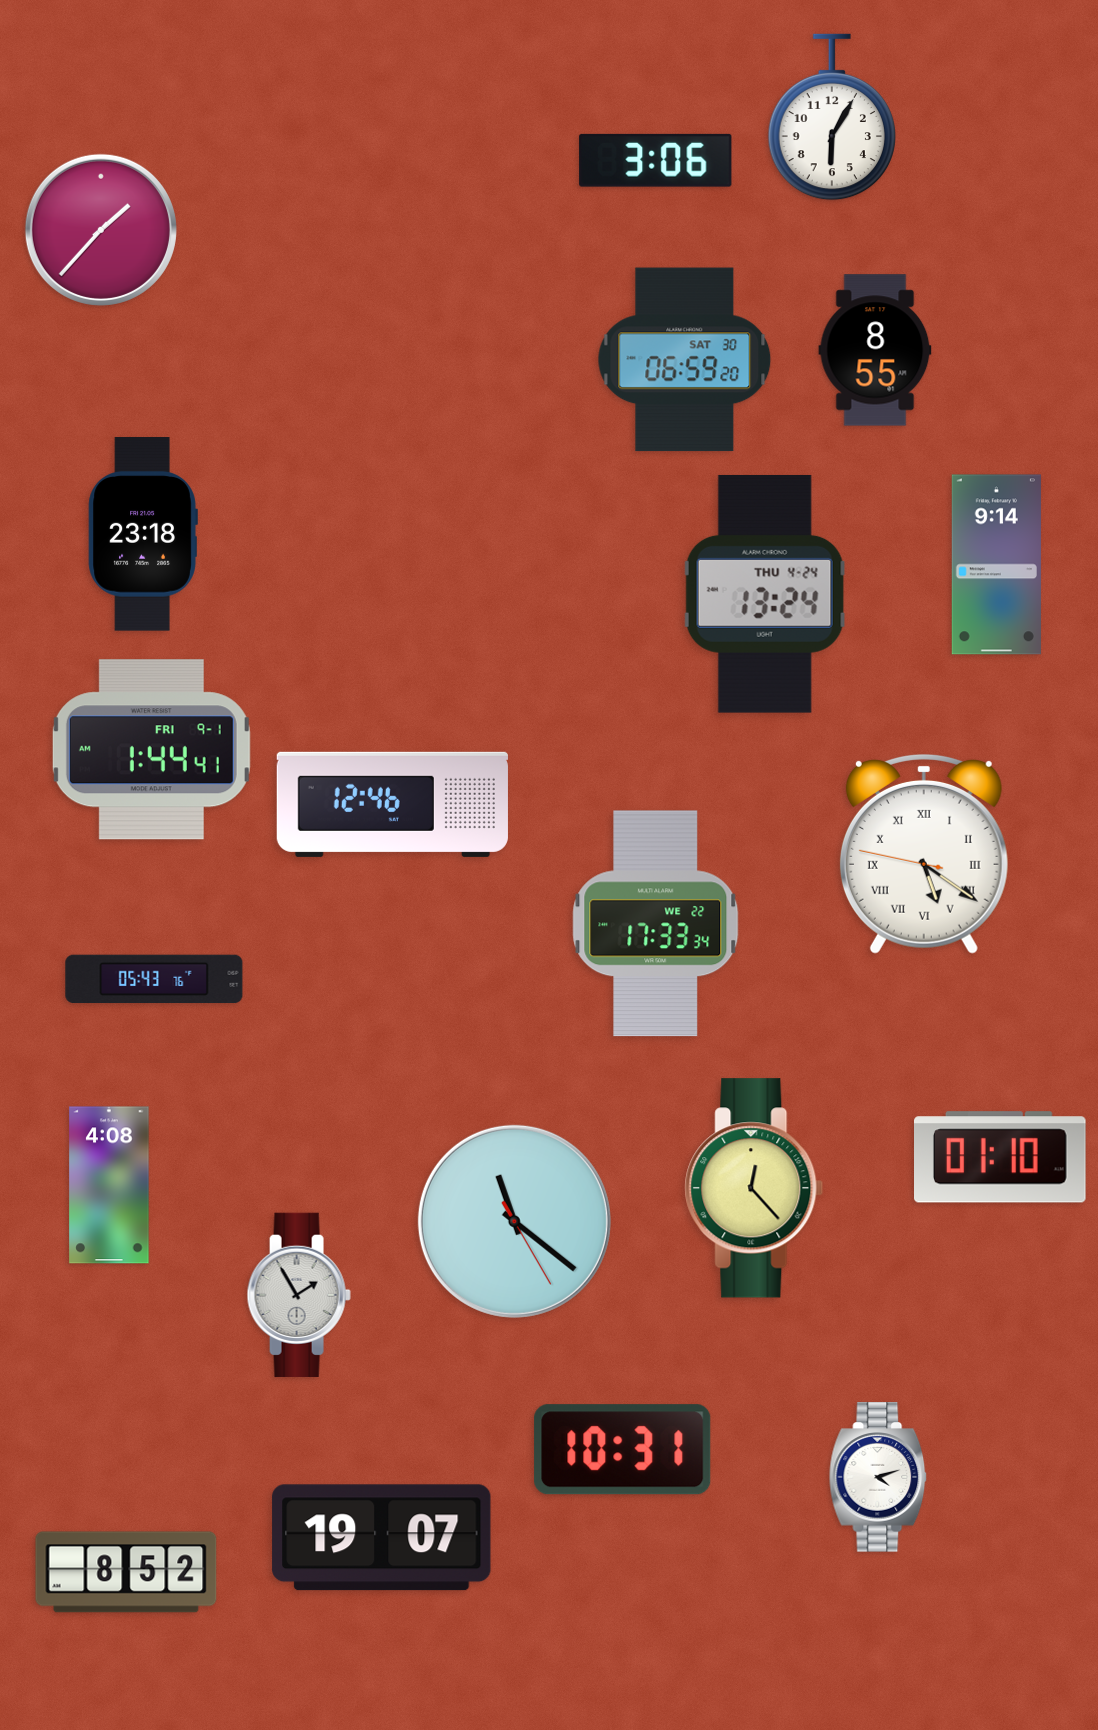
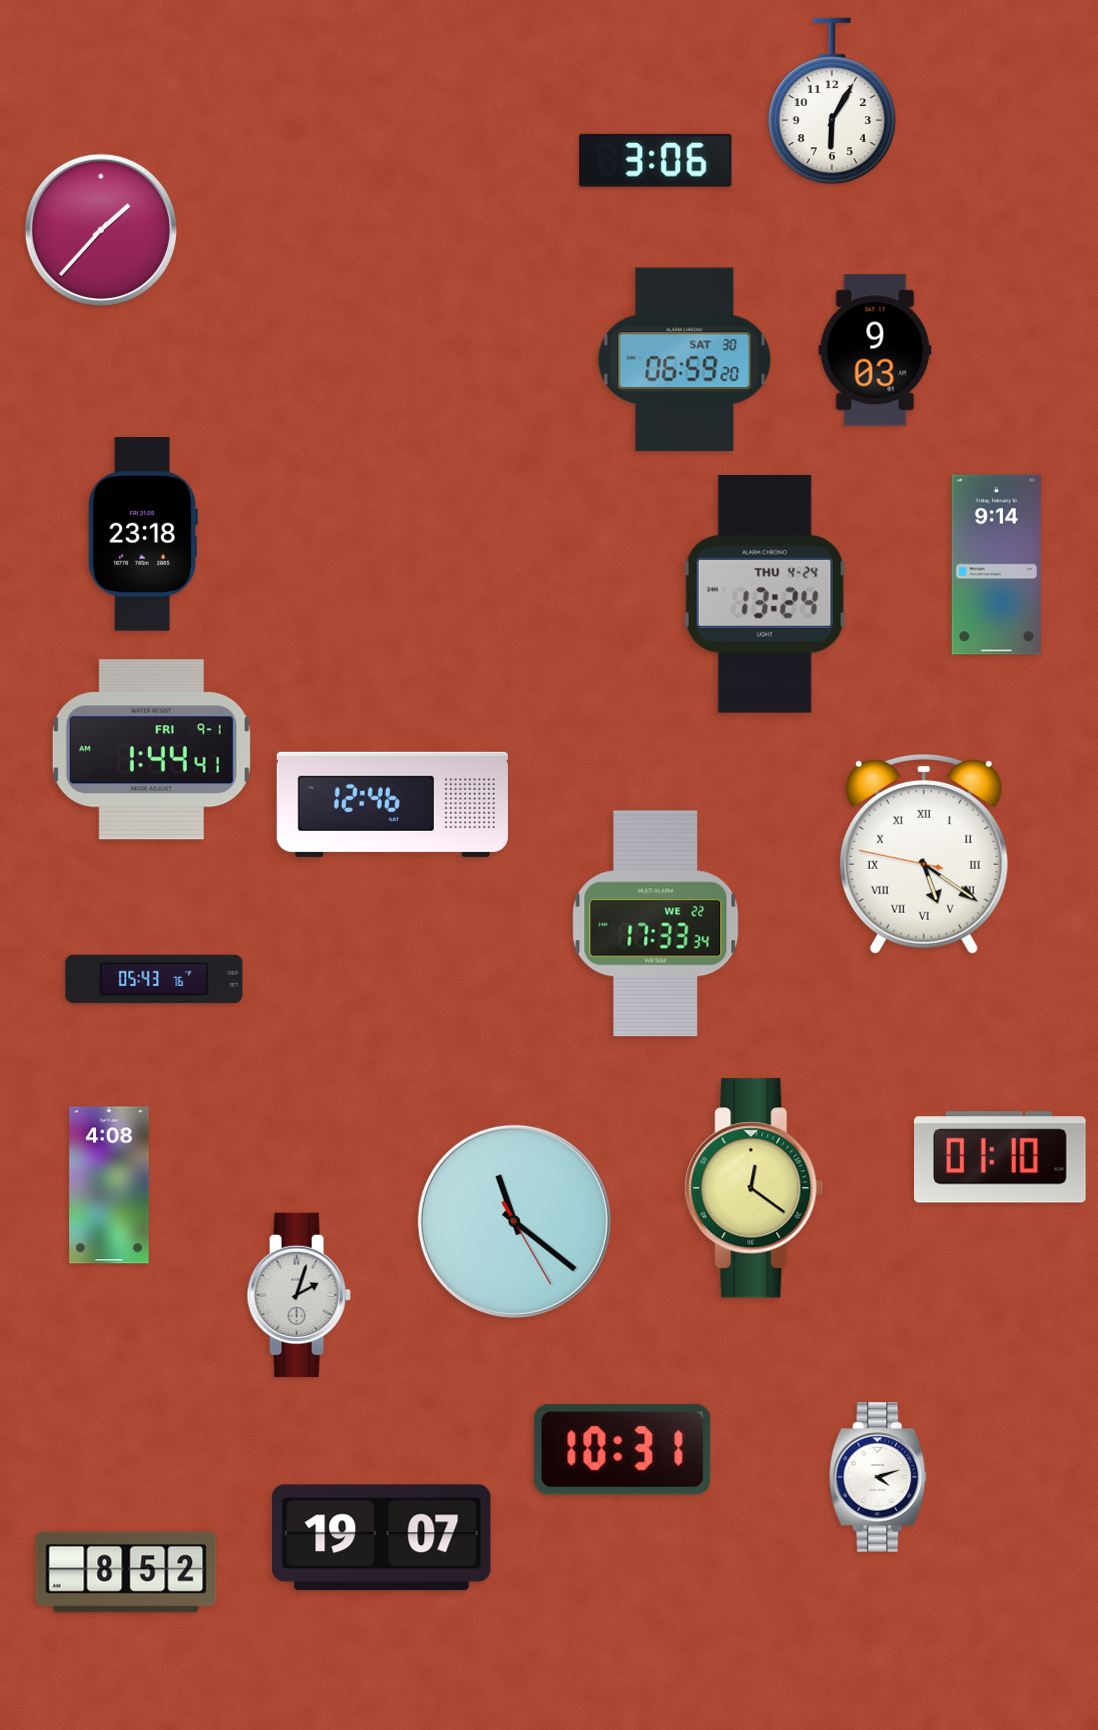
clock at (832, 117) position: (832, 117) -> (832, 101)
clock at (875, 350): 8:55 -> 9:03
clock at (754, 1188): 12:23 -> 12:21
clock at (299, 1295): 1:55 -> 2:03
